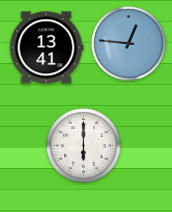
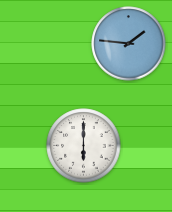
clock at (129, 44): 12:46 -> 1:46
clock at (46, 48): 13:41 -> none
